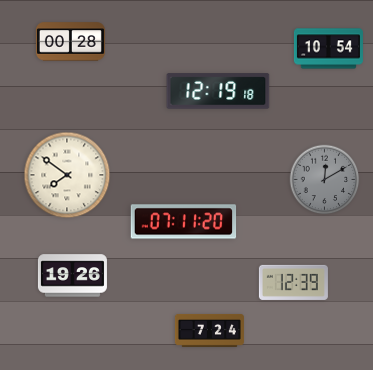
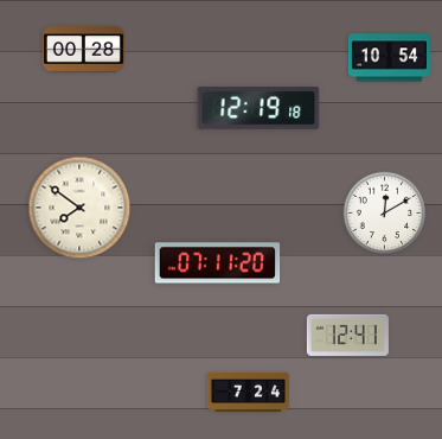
clock at (325, 180) dial: grey -> white
clock at (72, 276): 19:26 -> none
clock at (293, 282): 12:39 -> 12:41
